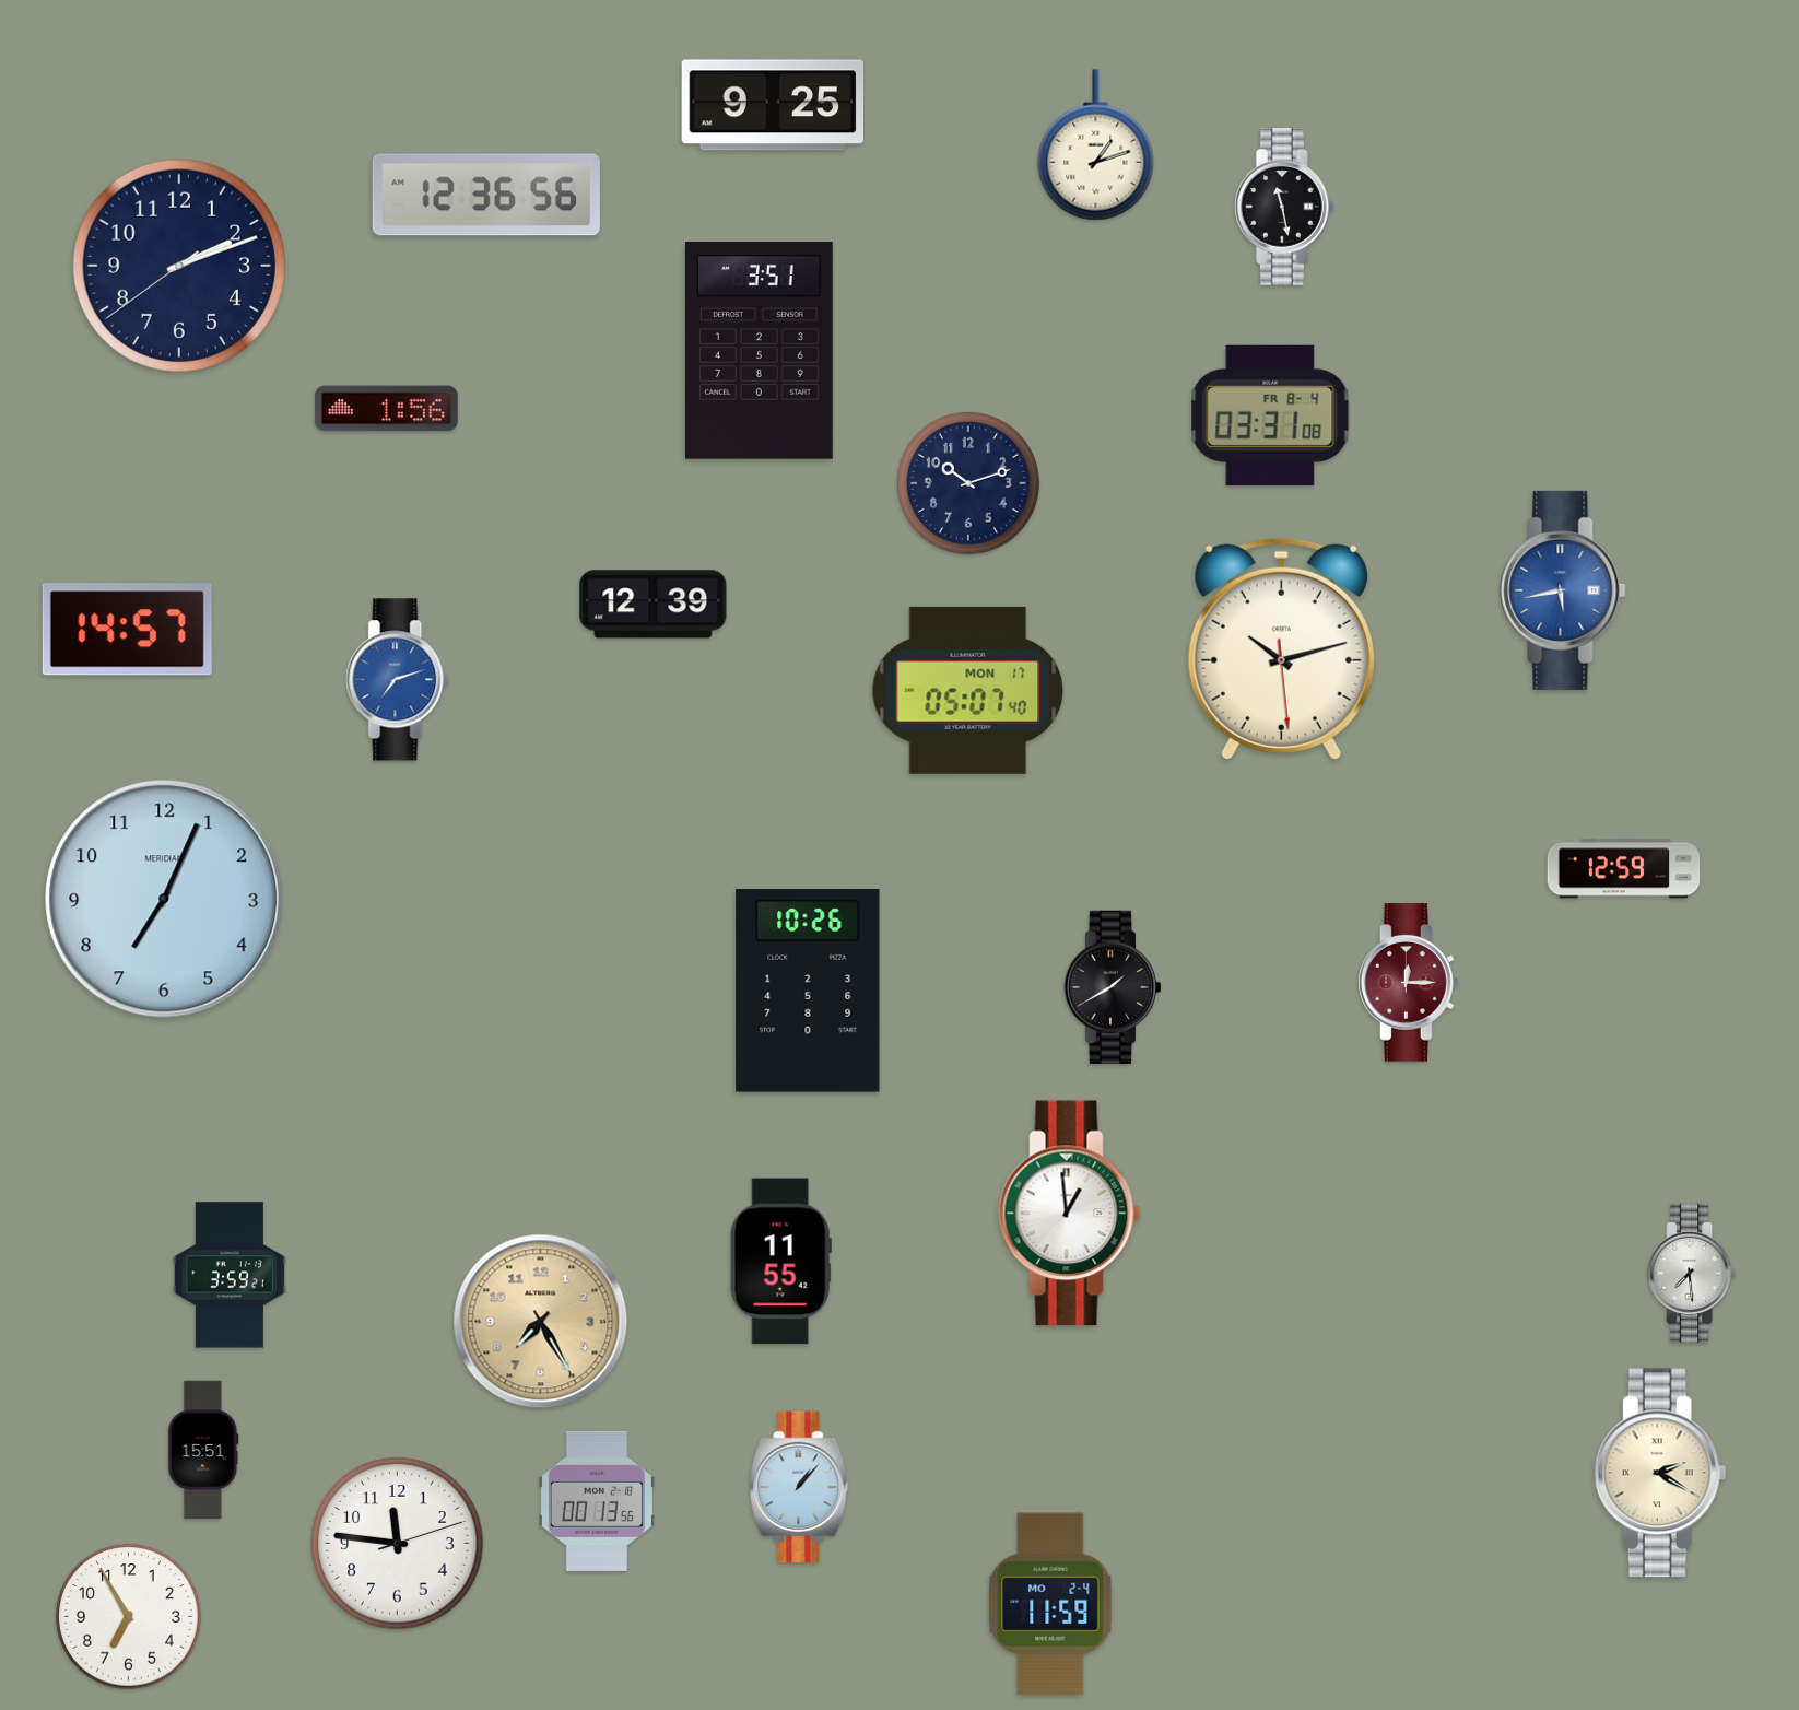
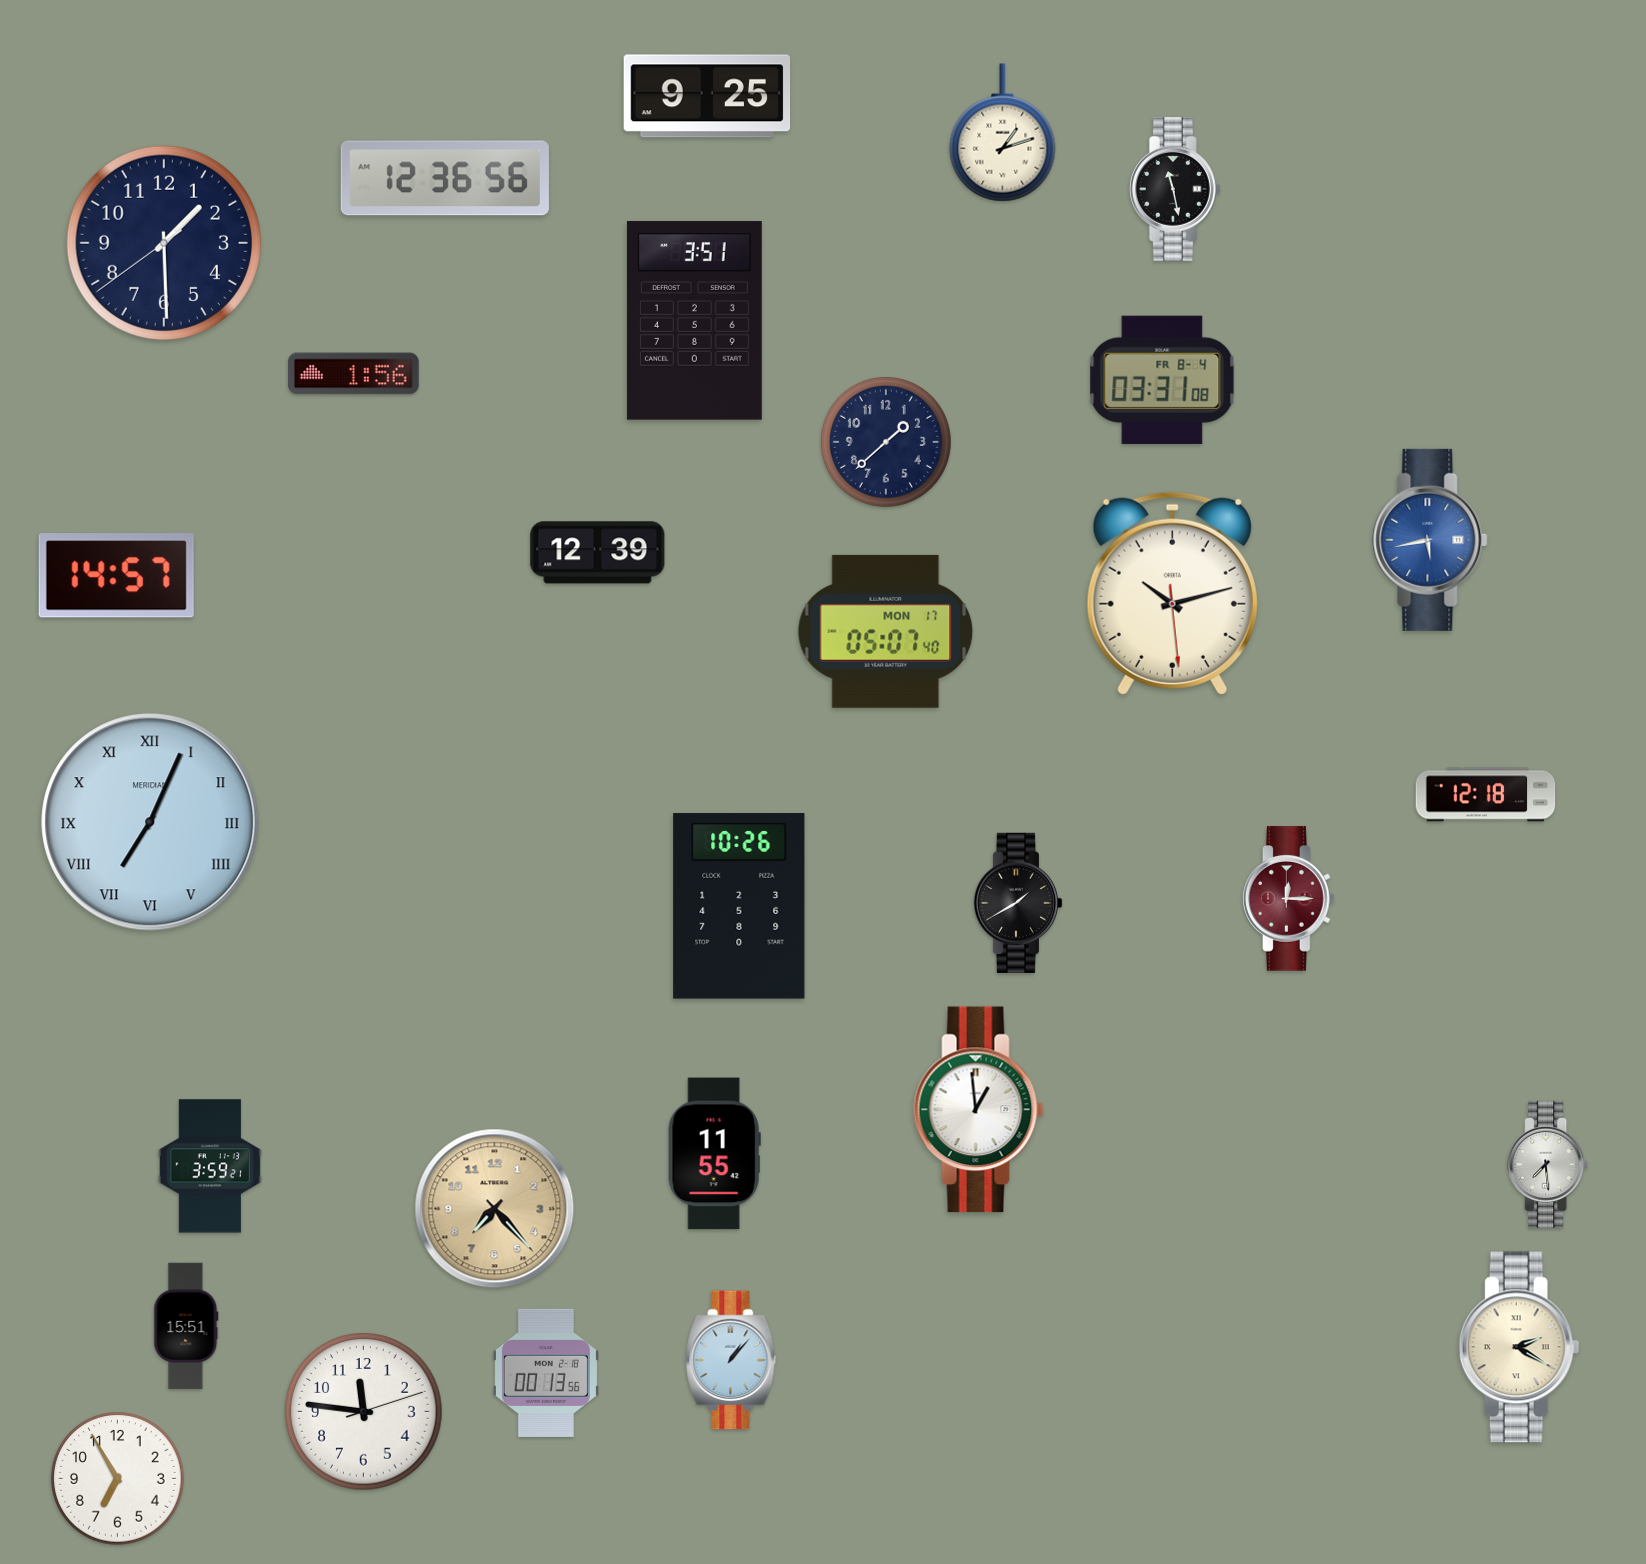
clock at (179, 266): 2:11 -> 1:29
clock at (968, 483): 10:12 -> 1:38
clock at (398, 680): 7:12 -> none
clock at (1624, 869): 12:59 -> 12:18
clock at (164, 899) numerals: Arabic -> Roman
clock at (541, 1322): 7:25 -> 7:23
clock at (1050, 1603): 11:59 -> none
